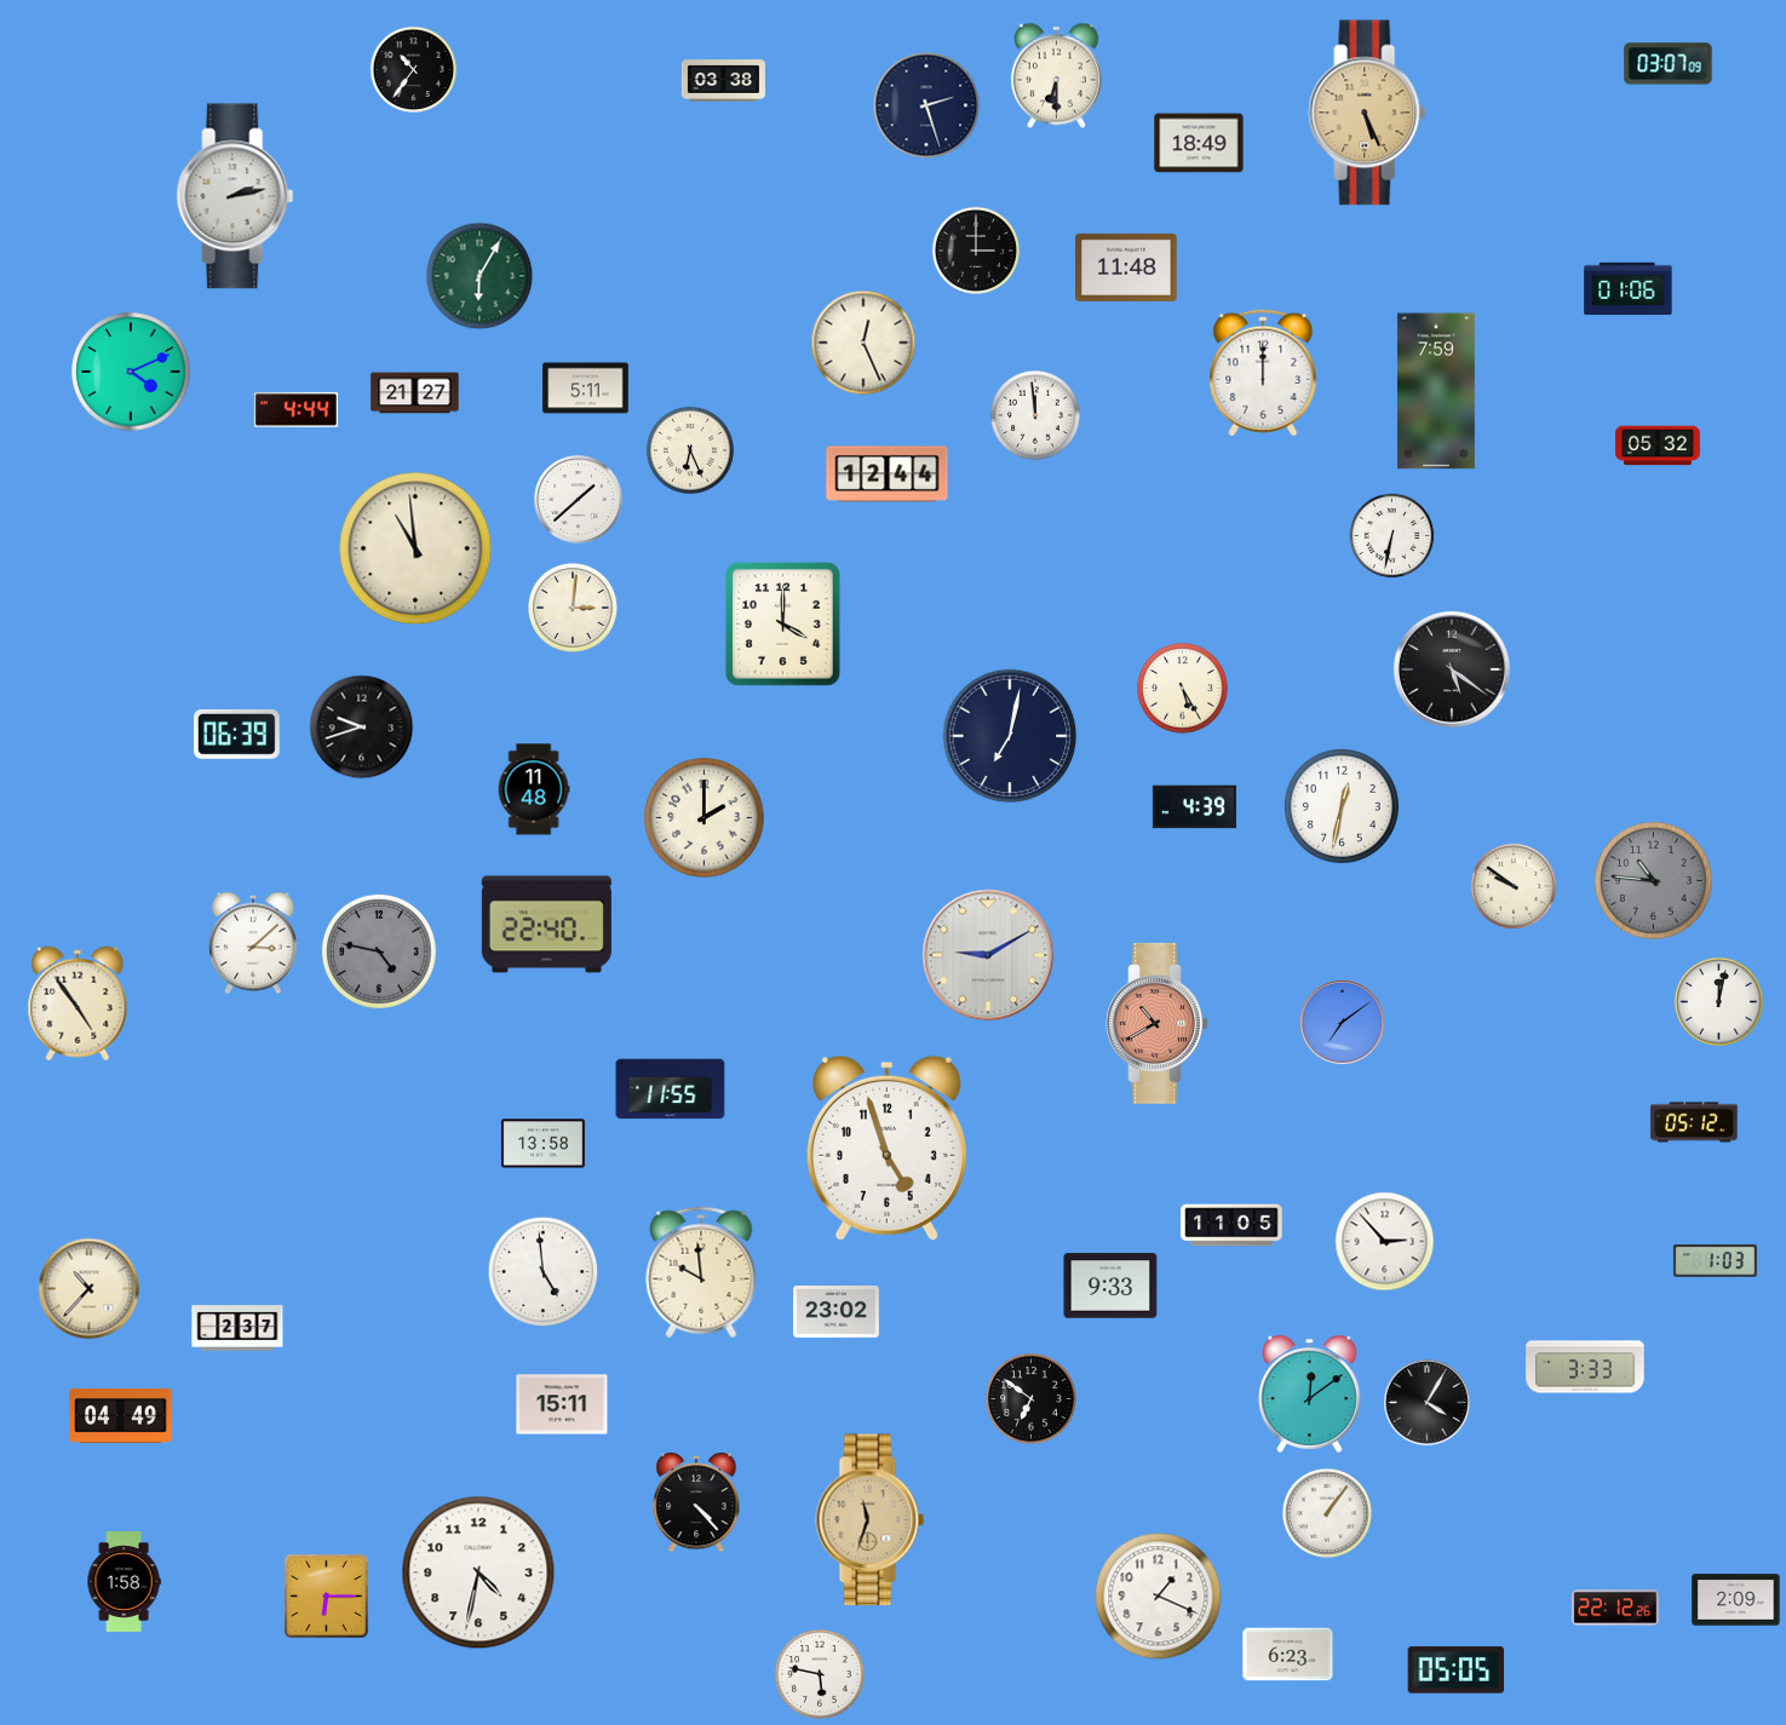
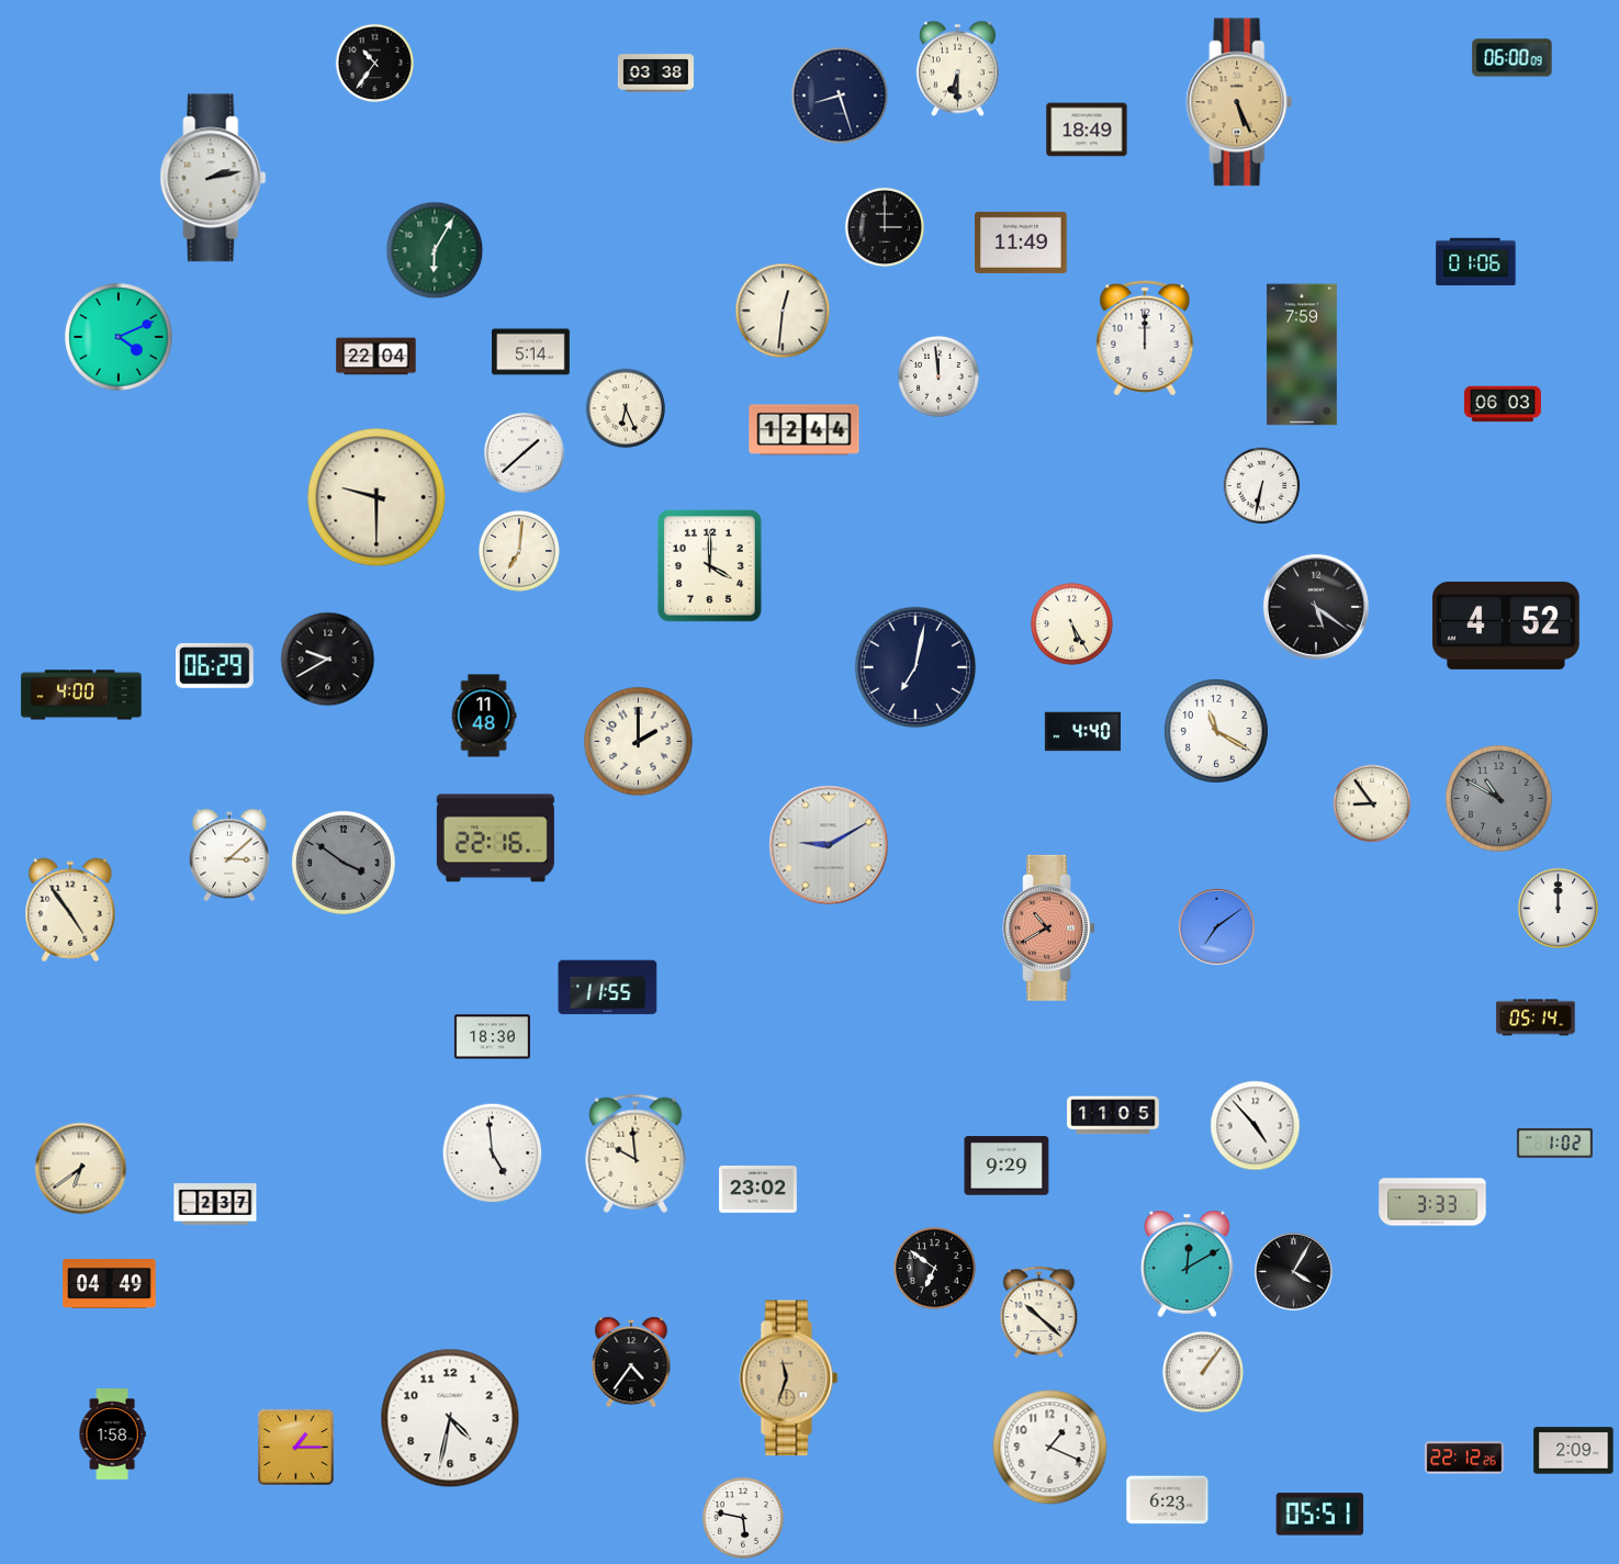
clock at (1669, 64): 03:07 -> 06:00
clock at (926, 105): 2:27 -> 8:27
clock at (1126, 268): 11:48 -> 11:49
clock at (863, 343): 12:26 -> 12:31
clock at (586, 389): 5:11 -> 5:14
clock at (415, 393): 21:27 -> 22:04
clock at (295, 410): 4:44 -> none
clock at (1658, 445): 05:32 -> 06:03
clock at (415, 548): 10:59 -> 9:30
clock at (573, 608): 3:01 -> 7:01
clock at (1507, 626): none -> 4:52
clock at (362, 728): 9:42 -> 9:40
clock at (237, 734): 06:39 -> 06:29
clock at (81, 695): none -> 4:00
clock at (1342, 806): 12:32 -> 11:20
clock at (1194, 807): 4:39 -> 4:40
clock at (1654, 881): 10:46 -> 10:50
clock at (1514, 886): 9:51 -> 8:54
clock at (546, 925): 22:40 -> 22:16
clock at (379, 951): 4:47 -> 3:51
clock at (988, 955) position: (988, 955) -> (829, 845)
clock at (1718, 1001): 12:02 -> 12:00
clock at (1694, 1122): 05:12 -> 05:14
clock at (542, 1144): 13:58 -> 18:30
clock at (886, 1148): 4:57 -> none
clock at (1231, 1225) position: (1231, 1225) -> (1113, 1115)
clock at (1385, 1242): 2:53 -> 4:53
clock at (1715, 1260): 1:03 -> 1:02
clock at (1110, 1286): 9:33 -> 9:29
clock at (90, 1289): 10:37 -> 6:39
clock at (1585, 1367) position: (1585, 1367) -> (1432, 1202)
clock at (1310, 1393): 12:09 -> 12:10
clock at (562, 1404): 15:11 -> none
clock at (1039, 1313): none -> 10:22
clock at (696, 1503): 4:23 -> 4:36
clock at (478, 1572) position: (478, 1572) -> (450, 1418)
clock at (327, 1597): 6:15 -> 1:15
clock at (1457, 1671): 05:05 -> 05:51
